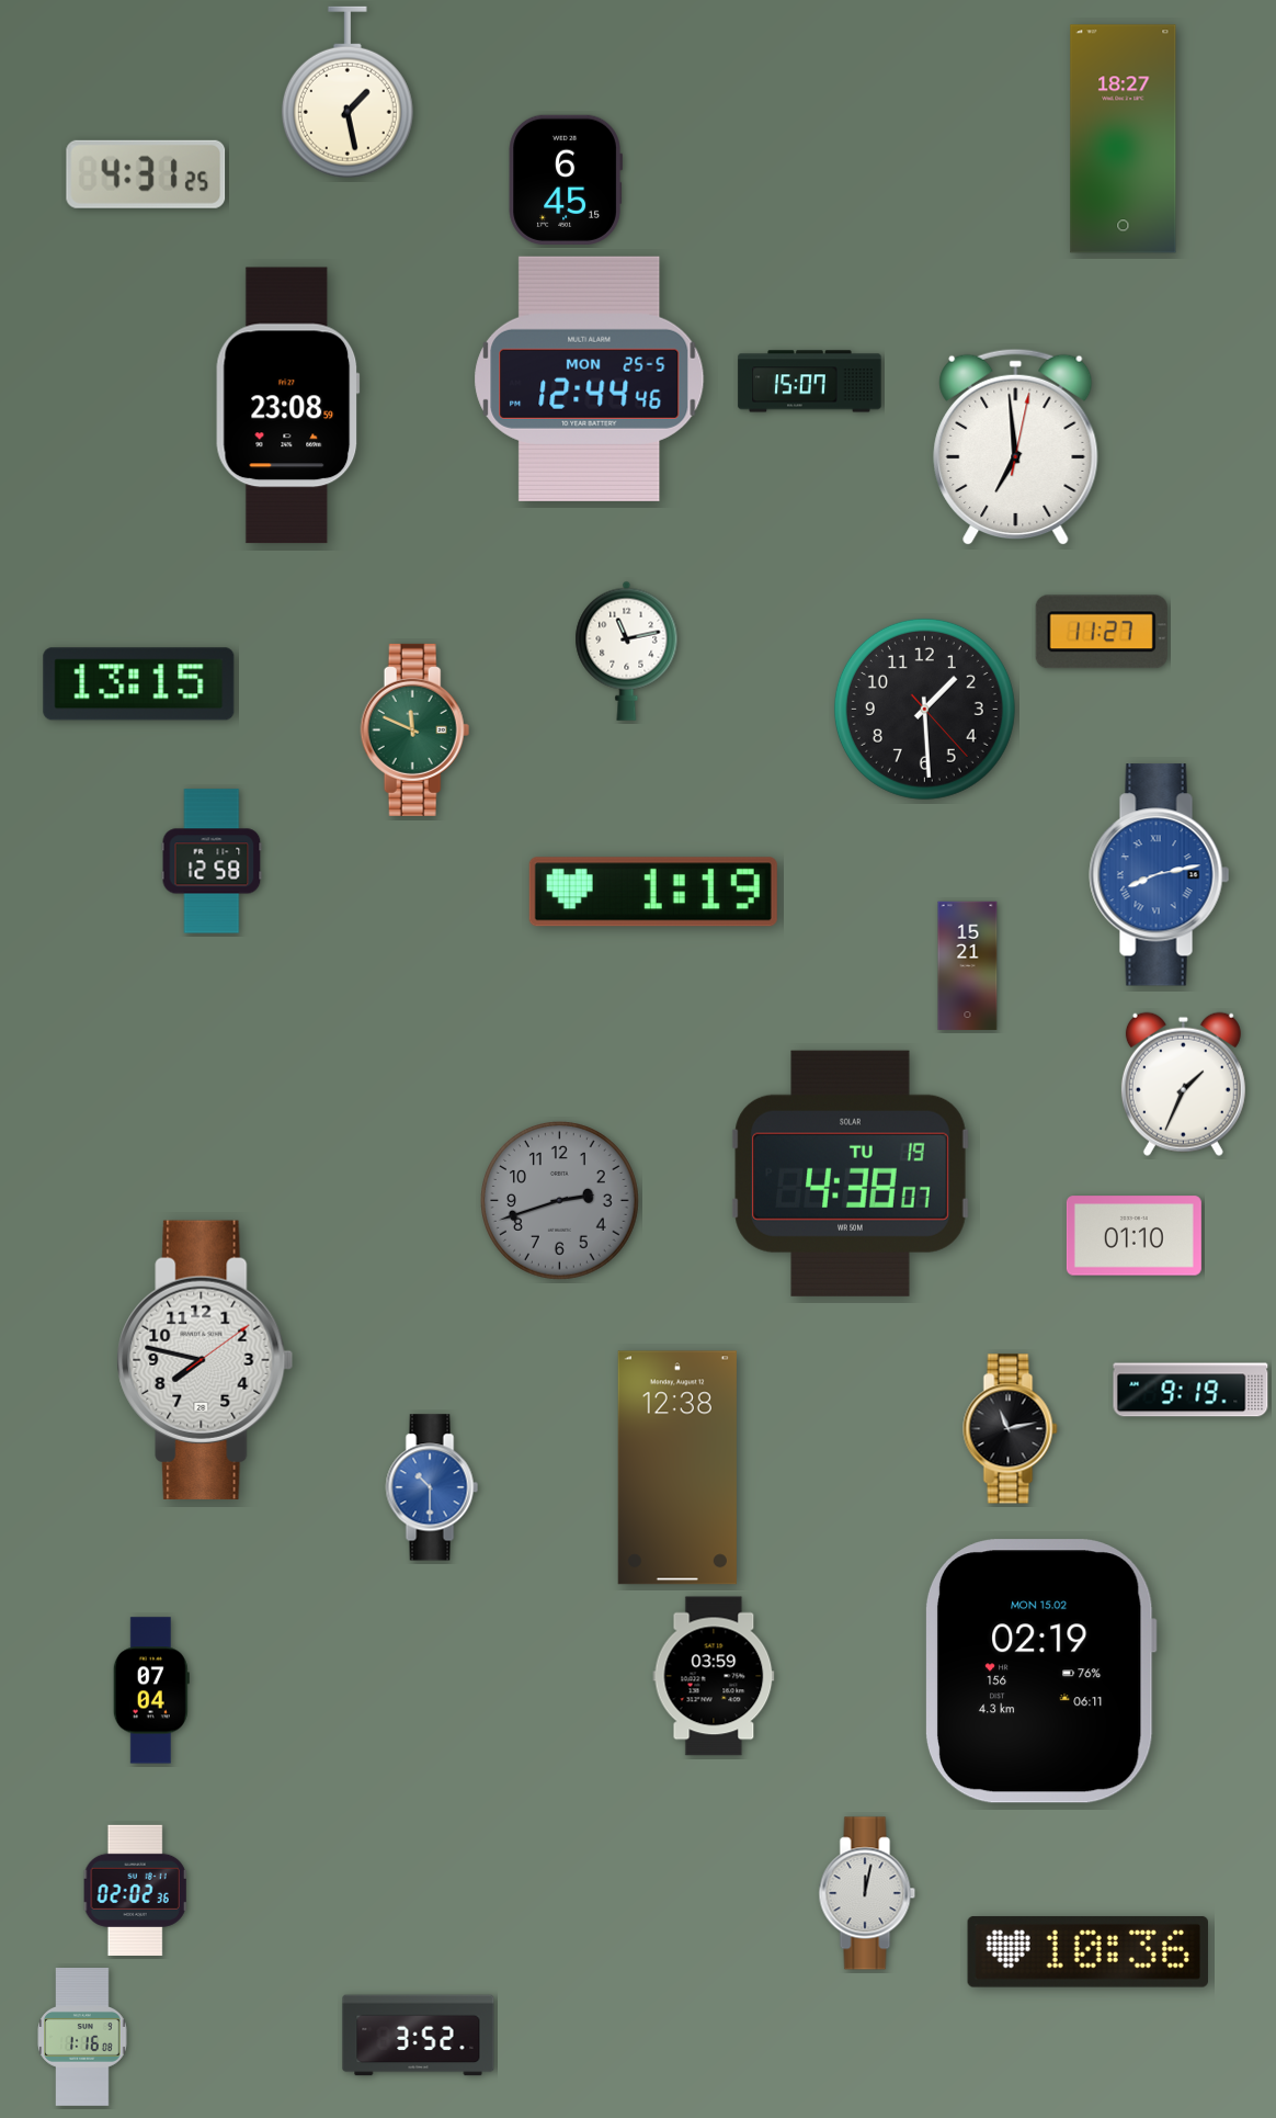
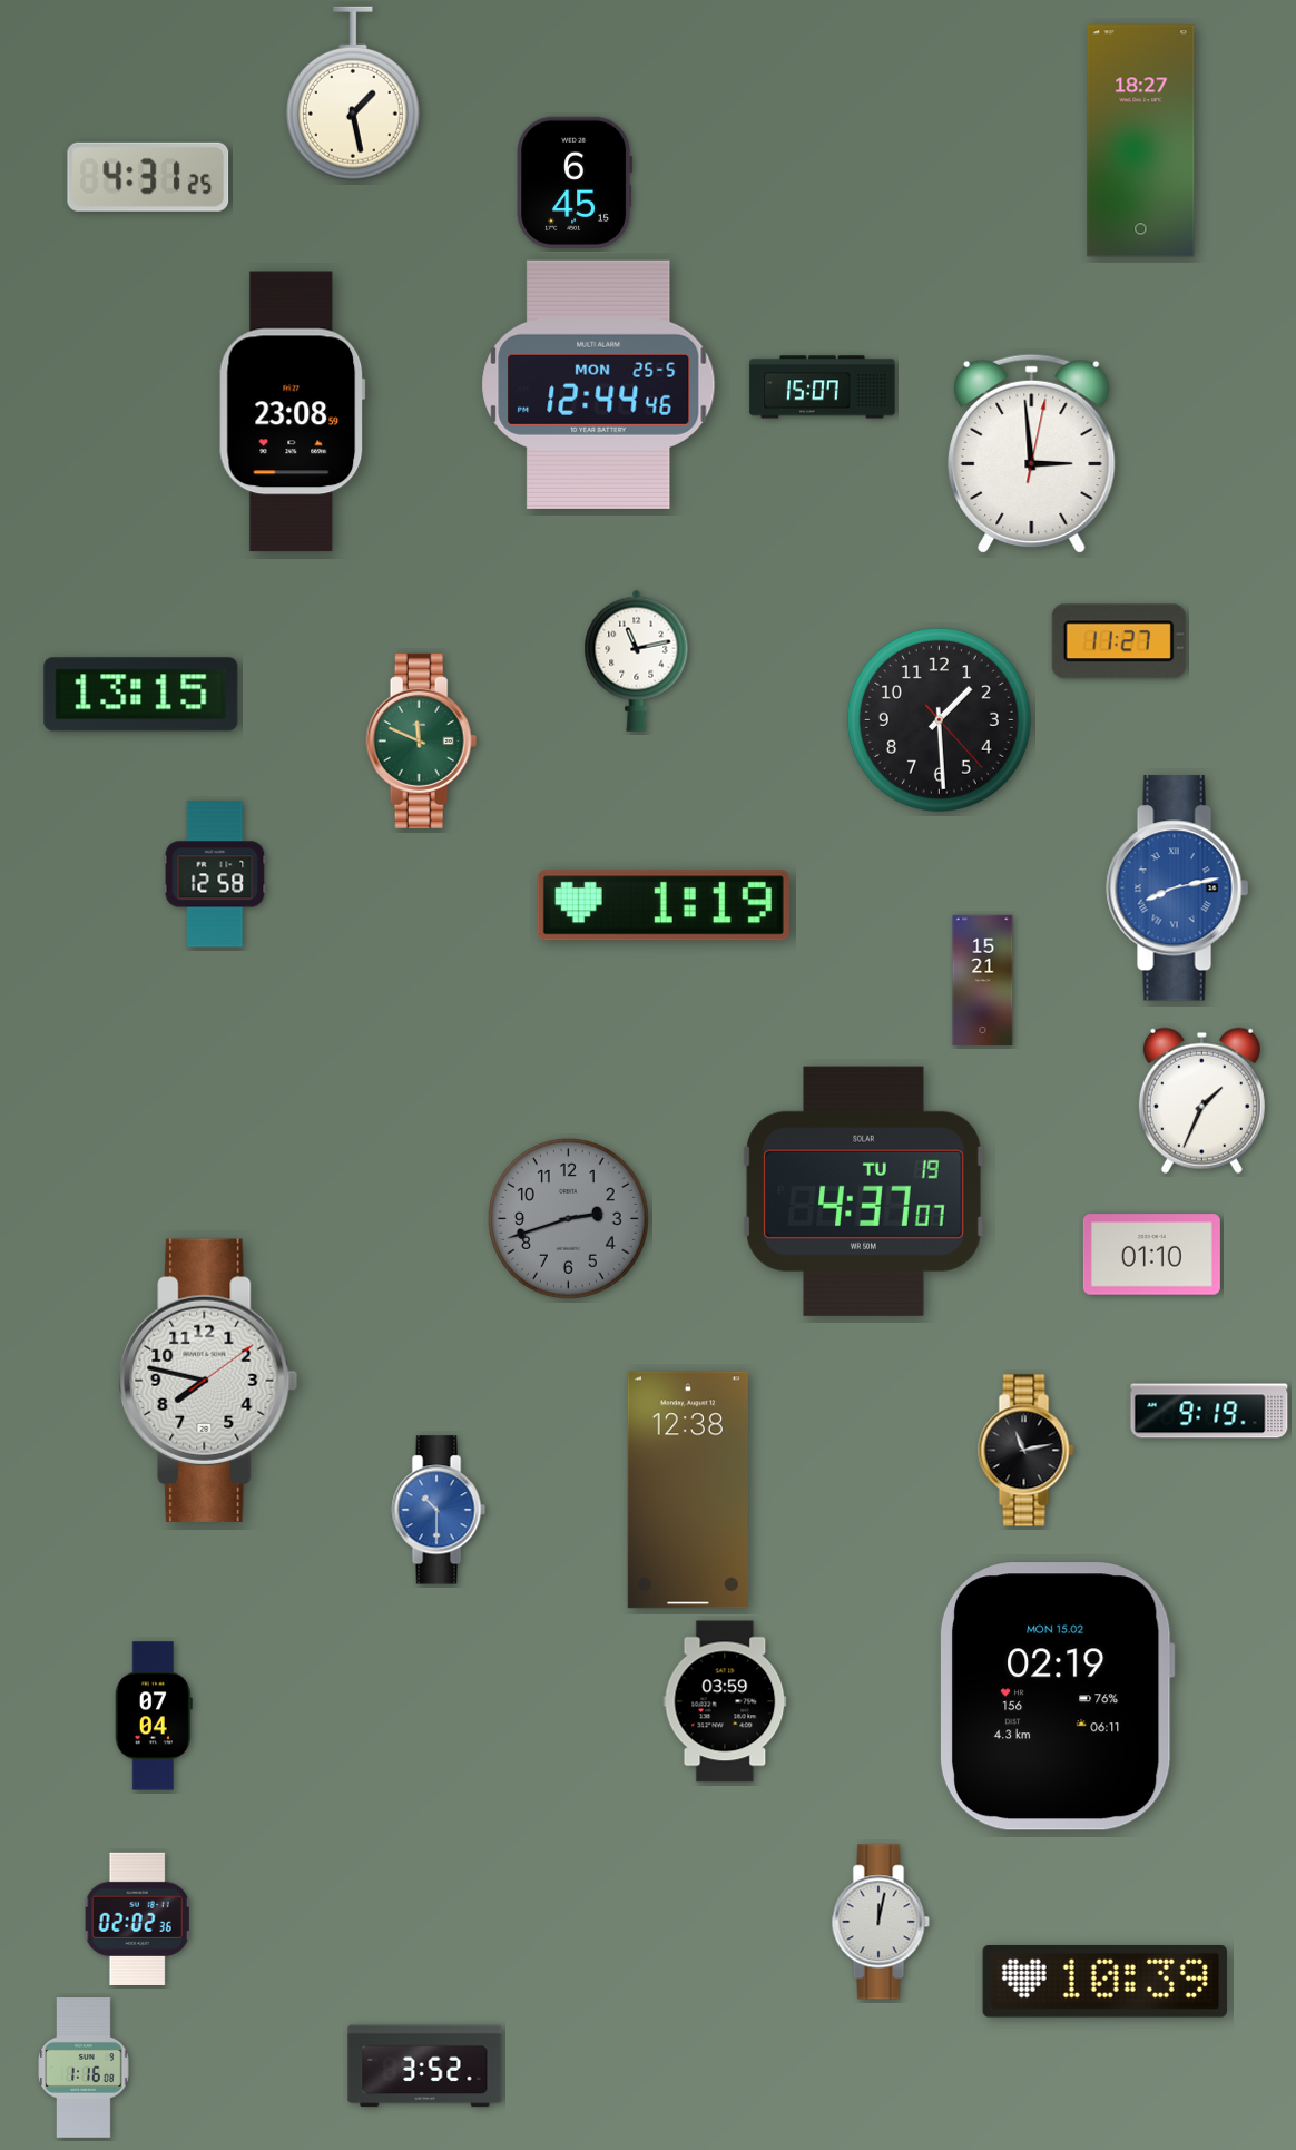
clock at (1016, 448): 6:59 -> 2:59
clock at (851, 1174): 4:38 -> 4:37
clock at (1087, 1951): 10:36 -> 10:39
